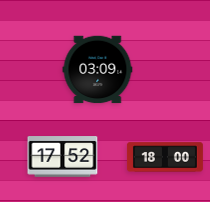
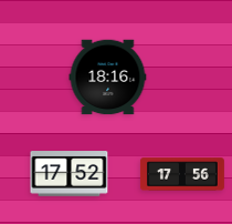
clock at (98, 70): 03:09 -> 18:16
clock at (165, 157): 18:00 -> 17:56
